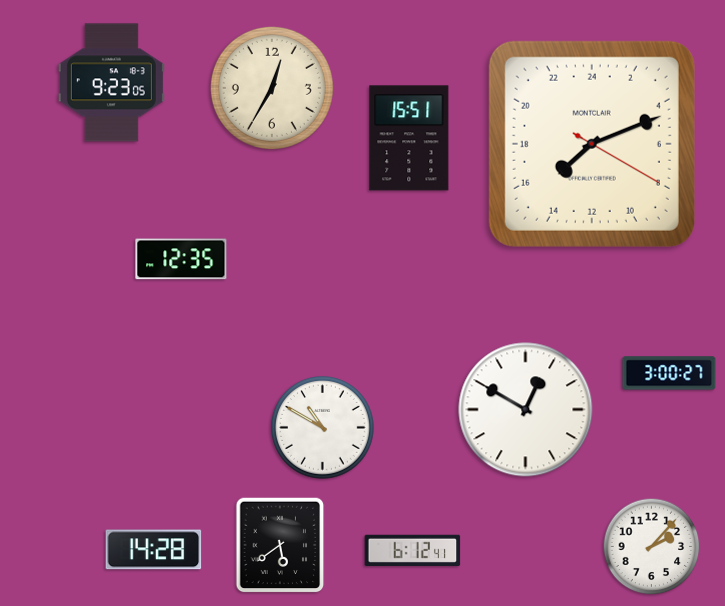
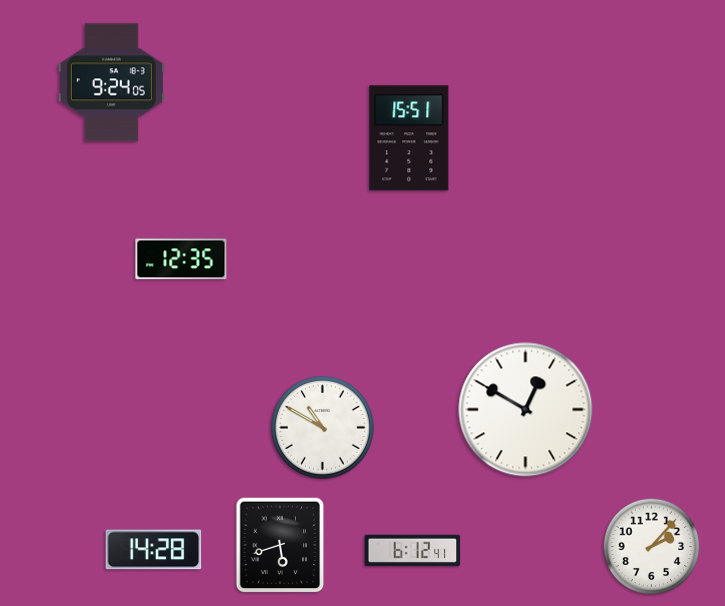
clock at (111, 83): 9:23 -> 9:24
clock at (272, 88): 12:35 -> none
clock at (592, 144): 15:11 -> none
clock at (669, 373): 3:00 -> none
clock at (280, 545): 5:39 -> 5:42
